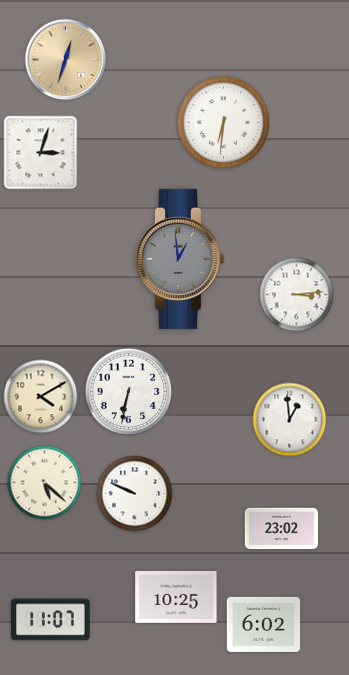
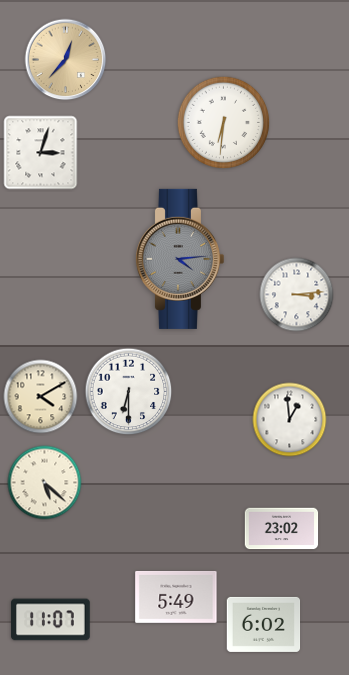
clock at (66, 60): 12:33 -> 12:37
clock at (179, 259): 12:59 -> 4:14
clock at (129, 392): 6:32 -> 6:30
clock at (135, 494): 9:49 -> none
clock at (176, 597): 10:25 -> 5:49
